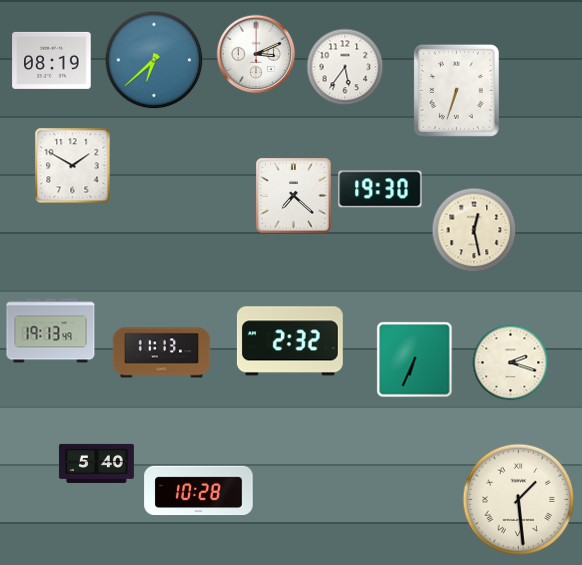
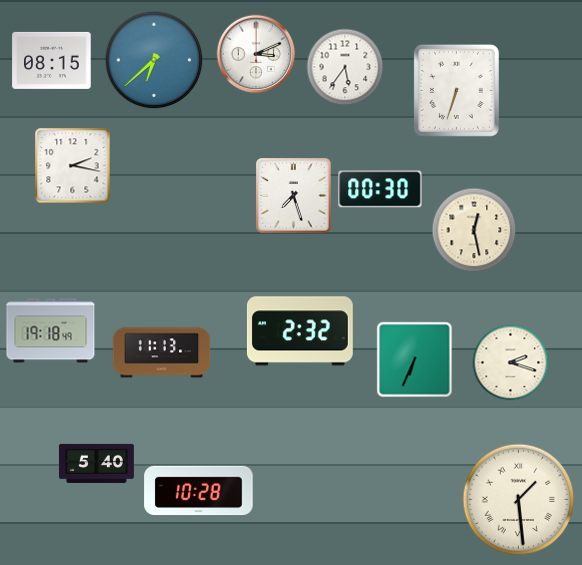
clock at (52, 60): 08:19 -> 08:15
clock at (73, 166): 1:50 -> 2:17
clock at (380, 189): 19:30 -> 00:30
clock at (294, 196): 7:22 -> 7:27
clock at (51, 331): 19:13 -> 19:18
clock at (290, 341) position: (290, 341) -> (300, 331)
